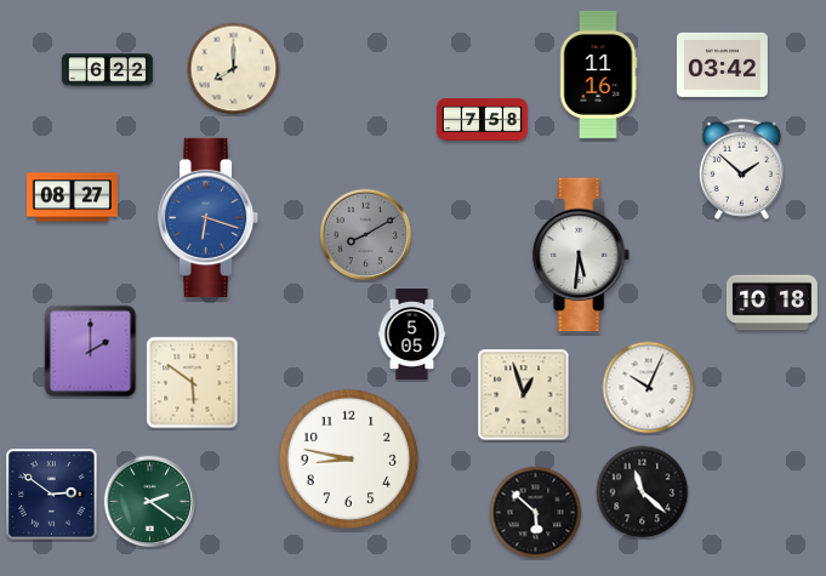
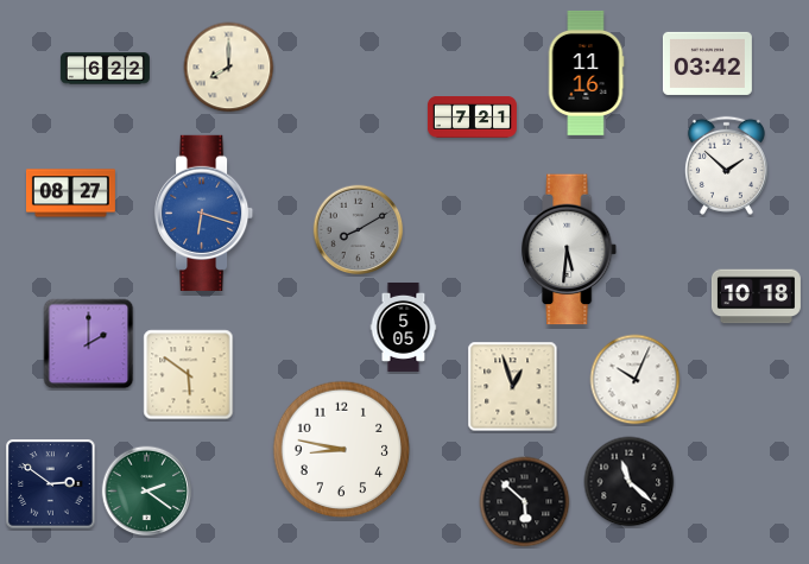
clock at (482, 120): 7:58 -> 7:21
